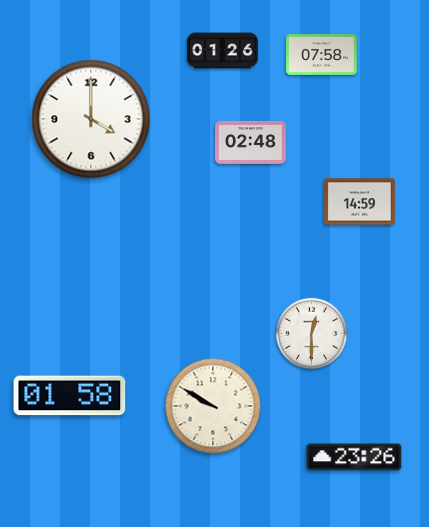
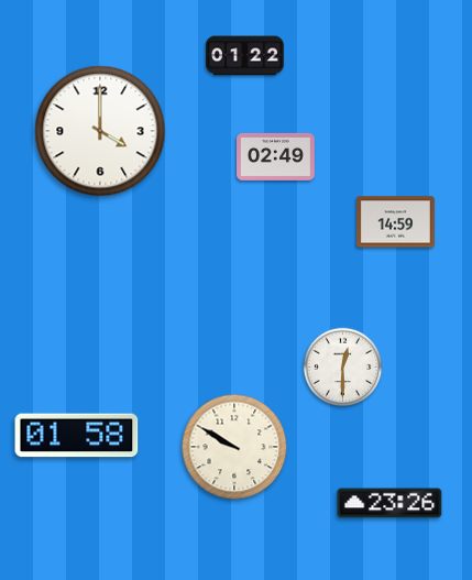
clock at (223, 51): 01:26 -> 01:22
clock at (322, 55): 07:58 -> none
clock at (251, 142): 02:48 -> 02:49
